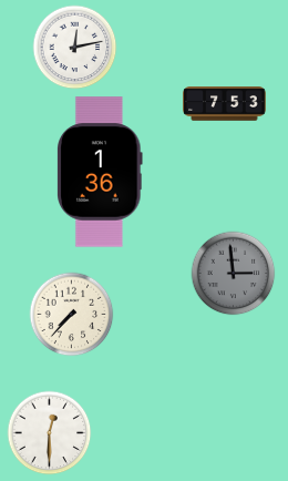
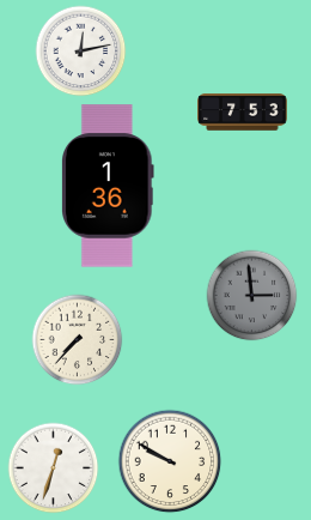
clock at (170, 461): none -> 9:50
clock at (50, 433): 12:30 -> 12:33
